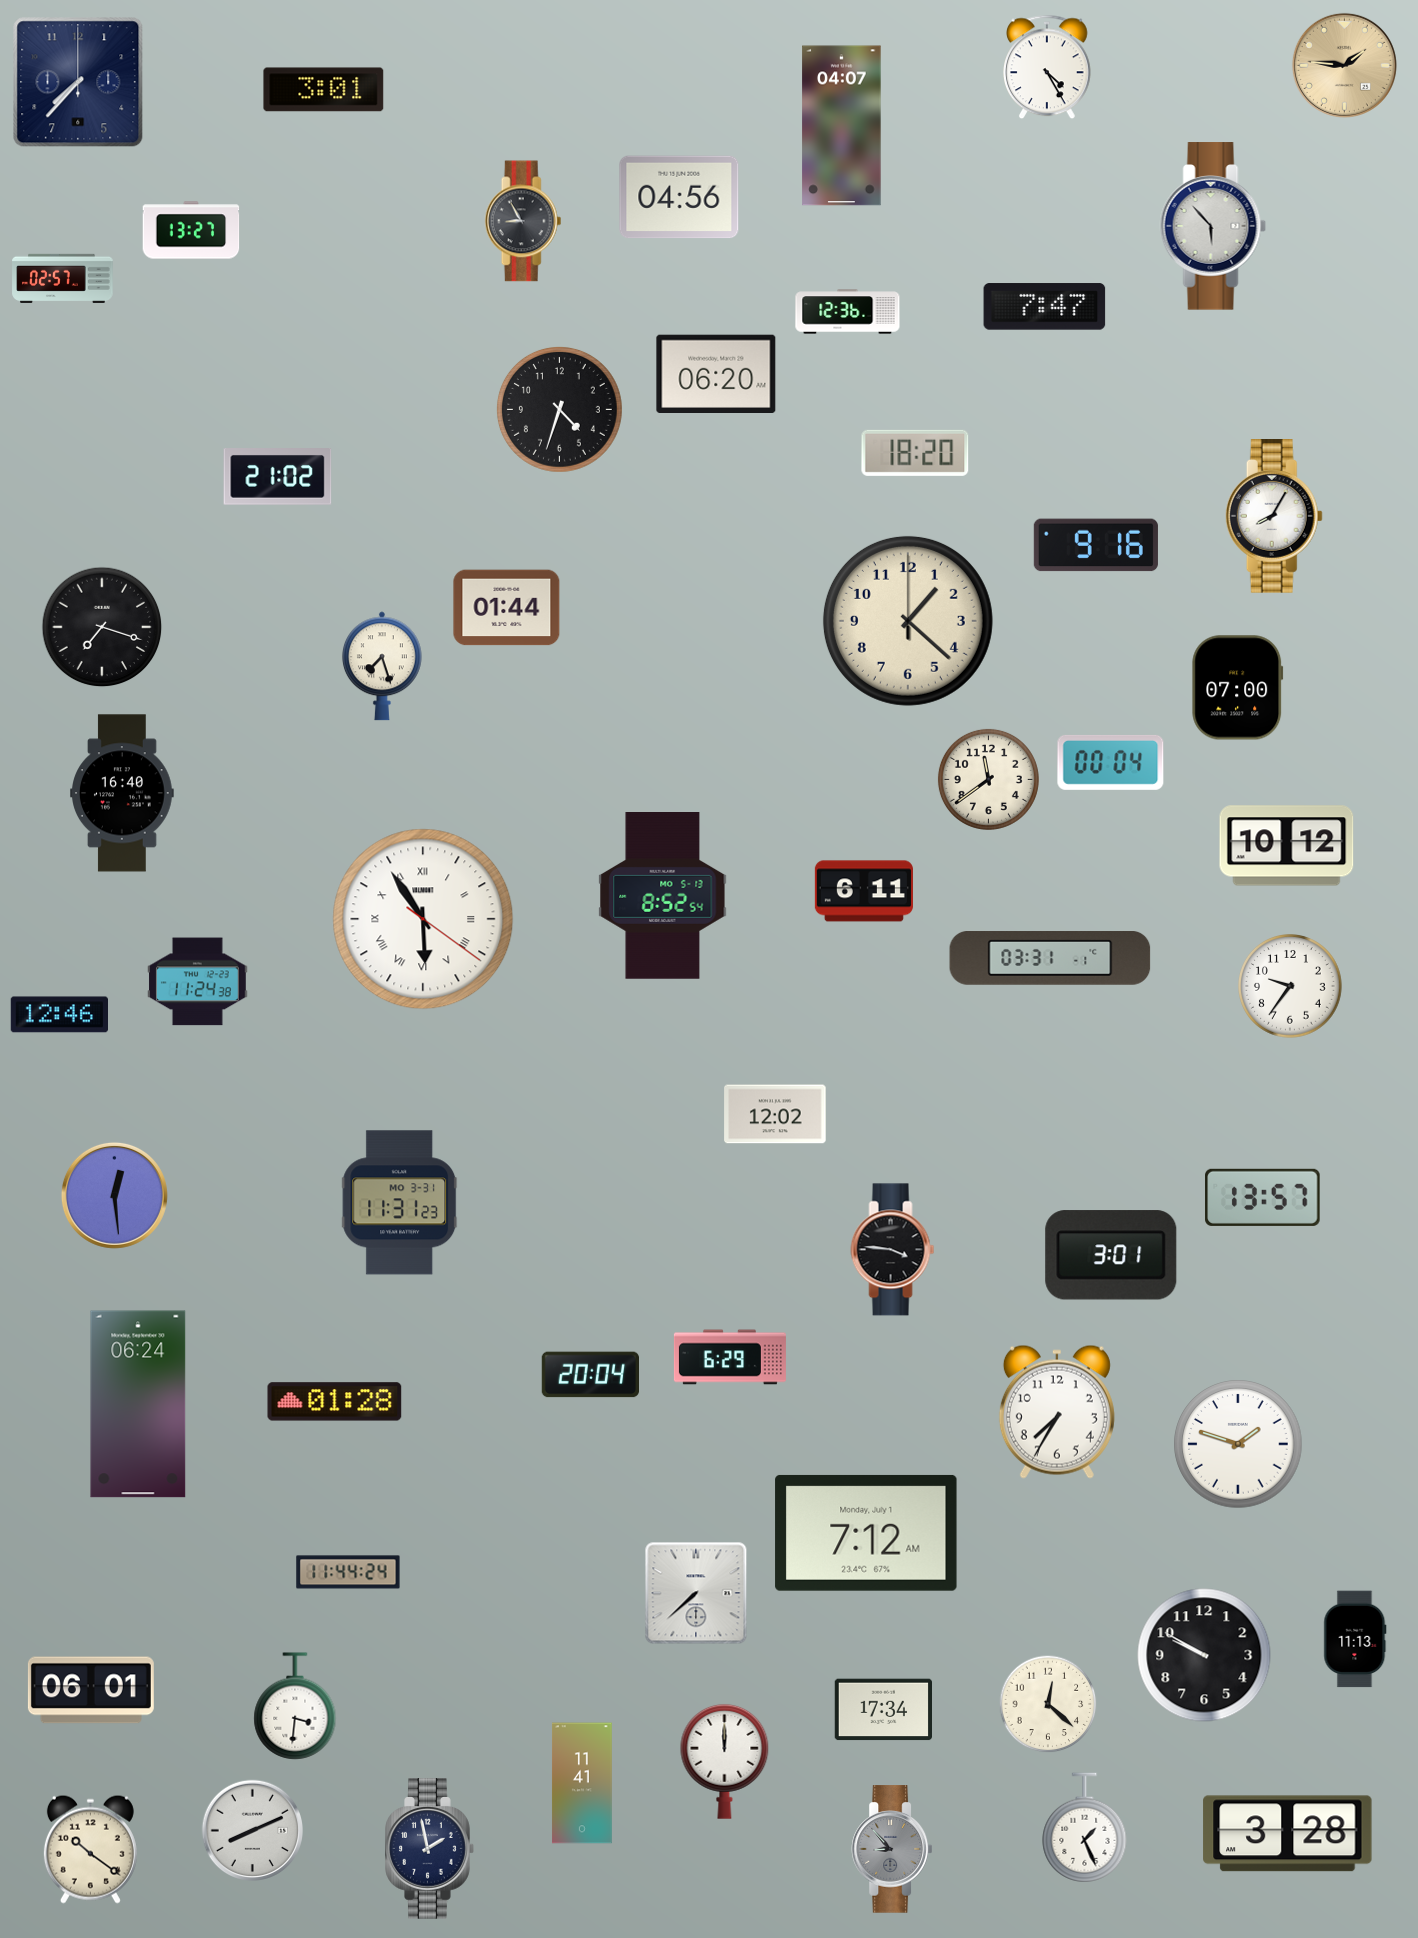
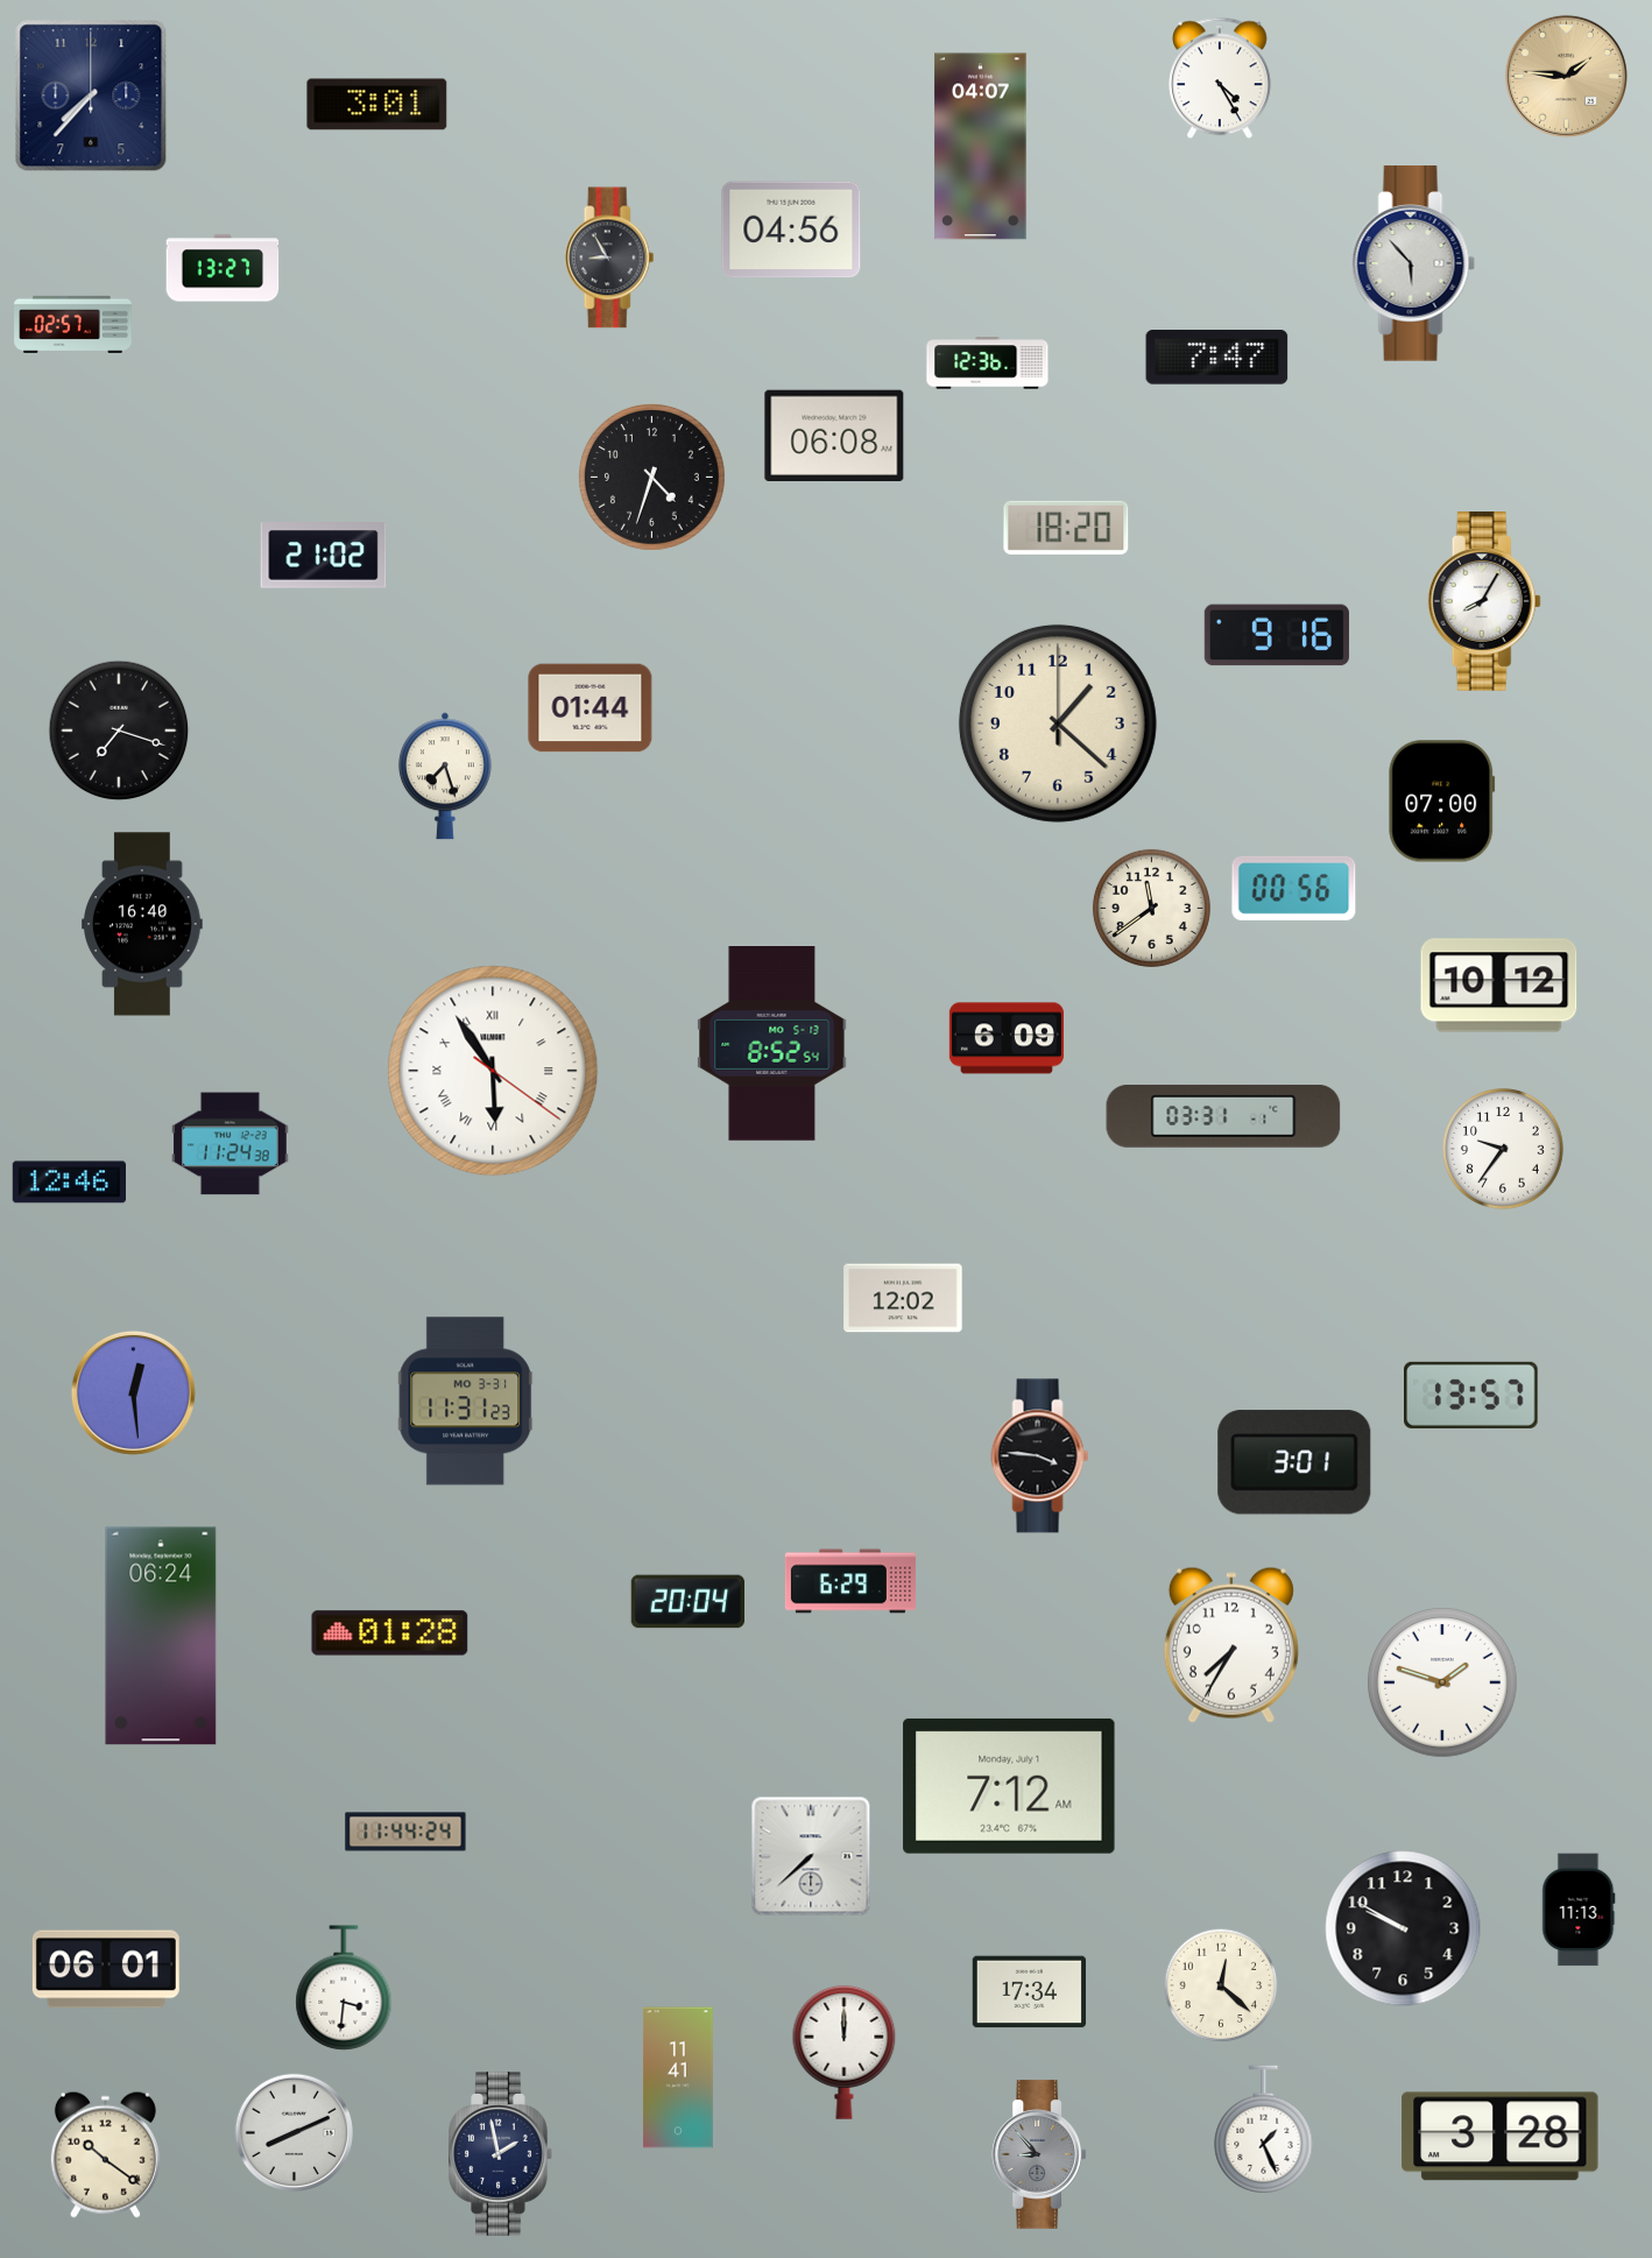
clock at (716, 373): 06:20 -> 06:08
clock at (1111, 762): 00:04 -> 00:56
clock at (864, 891): 6:11 -> 6:09
